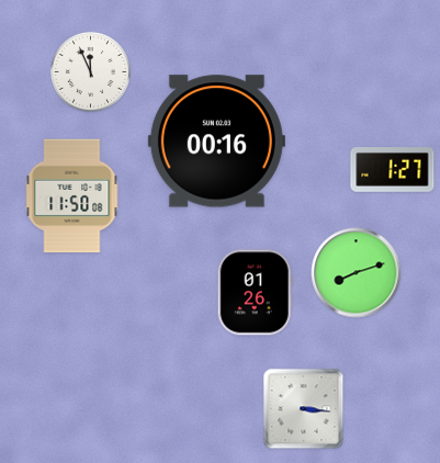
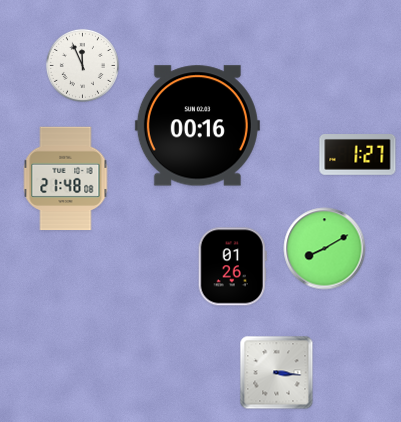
clock at (216, 142) position: (216, 142) -> (197, 126)
clock at (72, 196): 11:50 -> 21:48
clock at (357, 273): 8:12 -> 8:10
